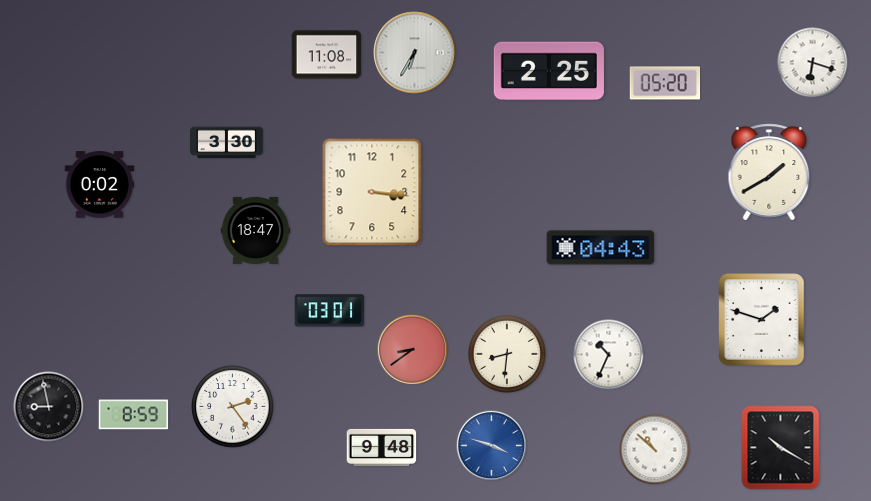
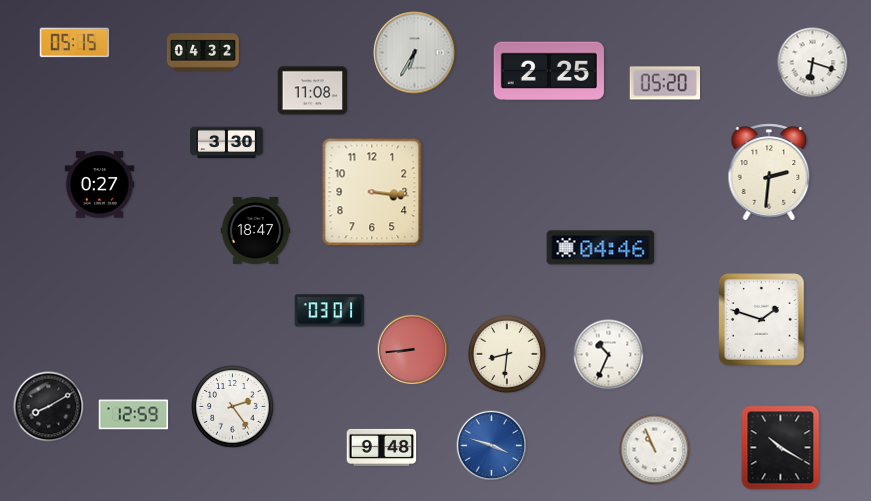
clock at (75, 43): none -> 05:15
clock at (203, 52): none -> 04:32
clock at (327, 55) position: (327, 55) -> (313, 91)
clock at (769, 172): 1:40 -> 2:31
clock at (100, 185): 0:02 -> 0:27
clock at (601, 248): 04:43 -> 04:46
clock at (413, 350): 8:39 -> 8:44
clock at (49, 407): 8:58 -> 8:10
clock at (134, 415): 8:59 -> 12:59
clock at (655, 450): 10:52 -> 10:56
